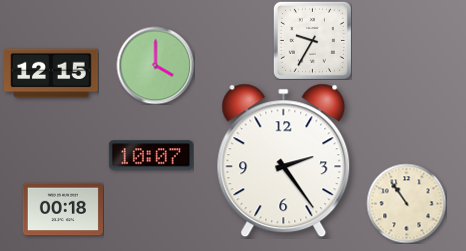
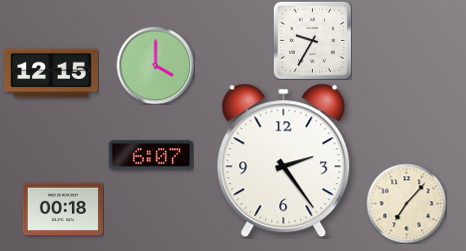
clock at (151, 155): 10:07 -> 6:07
clock at (406, 203): 10:54 -> 7:07
